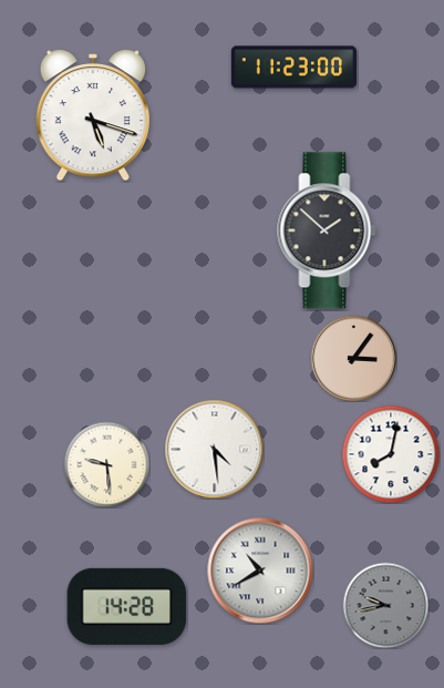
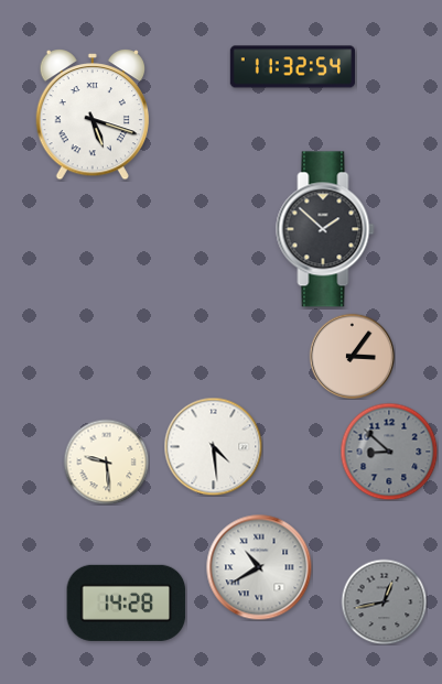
clock at (293, 68): 11:23 -> 11:32
clock at (391, 454): 8:02 -> 8:52
clock at (391, 454) dial: white -> grey
clock at (385, 605): 9:43 -> 12:43
